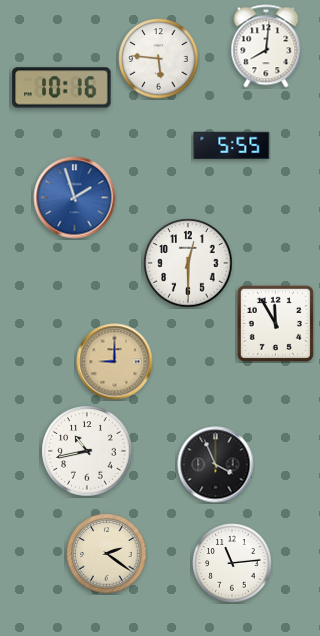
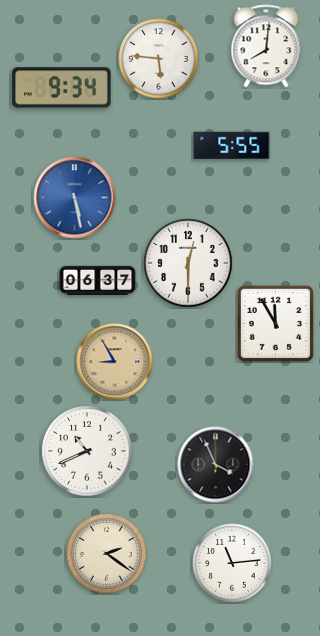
clock at (62, 88): 10:16 -> 9:34
clock at (75, 198): 1:57 -> 5:28
clock at (98, 280): none -> 06:37
clock at (115, 362): 9:00 -> 8:55
clock at (87, 451): 10:43 -> 10:41
